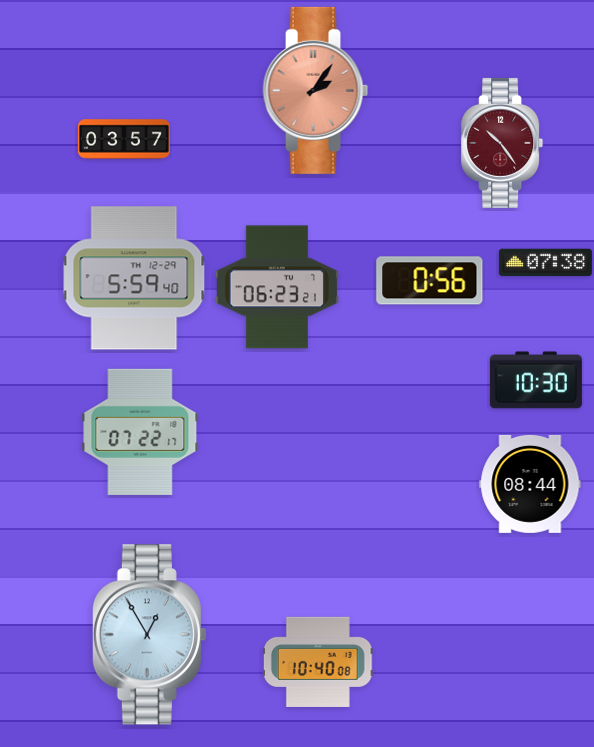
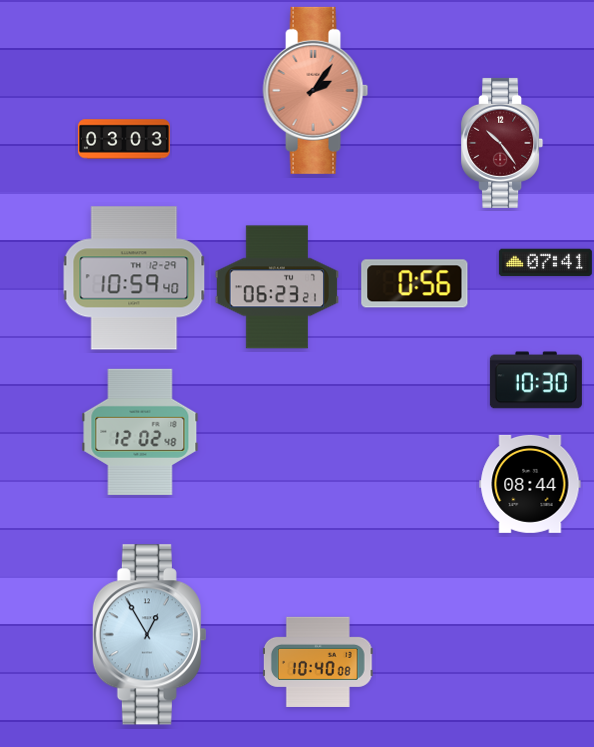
clock at (124, 139): 03:57 -> 03:03
clock at (545, 263): 07:38 -> 07:41
clock at (134, 278): 5:59 -> 10:59
clock at (430, 281) position: (430, 281) -> (415, 284)
clock at (140, 432): 07:22 -> 12:02
